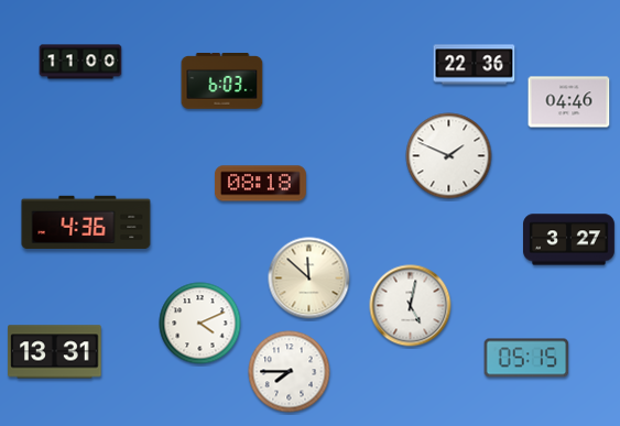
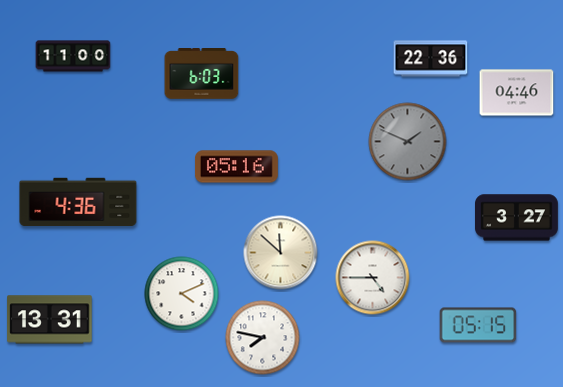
clock at (449, 156) dial: white -> grey
clock at (261, 184): 08:18 -> 05:16
clock at (411, 306): 5:02 -> 4:45
clock at (290, 372): 7:45 -> 7:47
